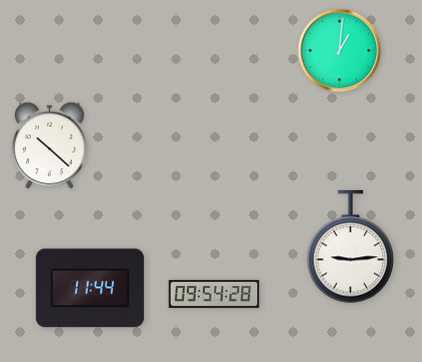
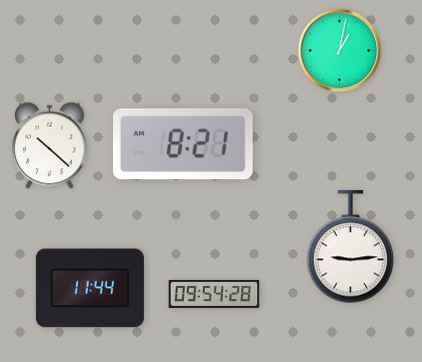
clock at (340, 51): 1:01 -> 1:02
clock at (183, 144): none -> 8:21
